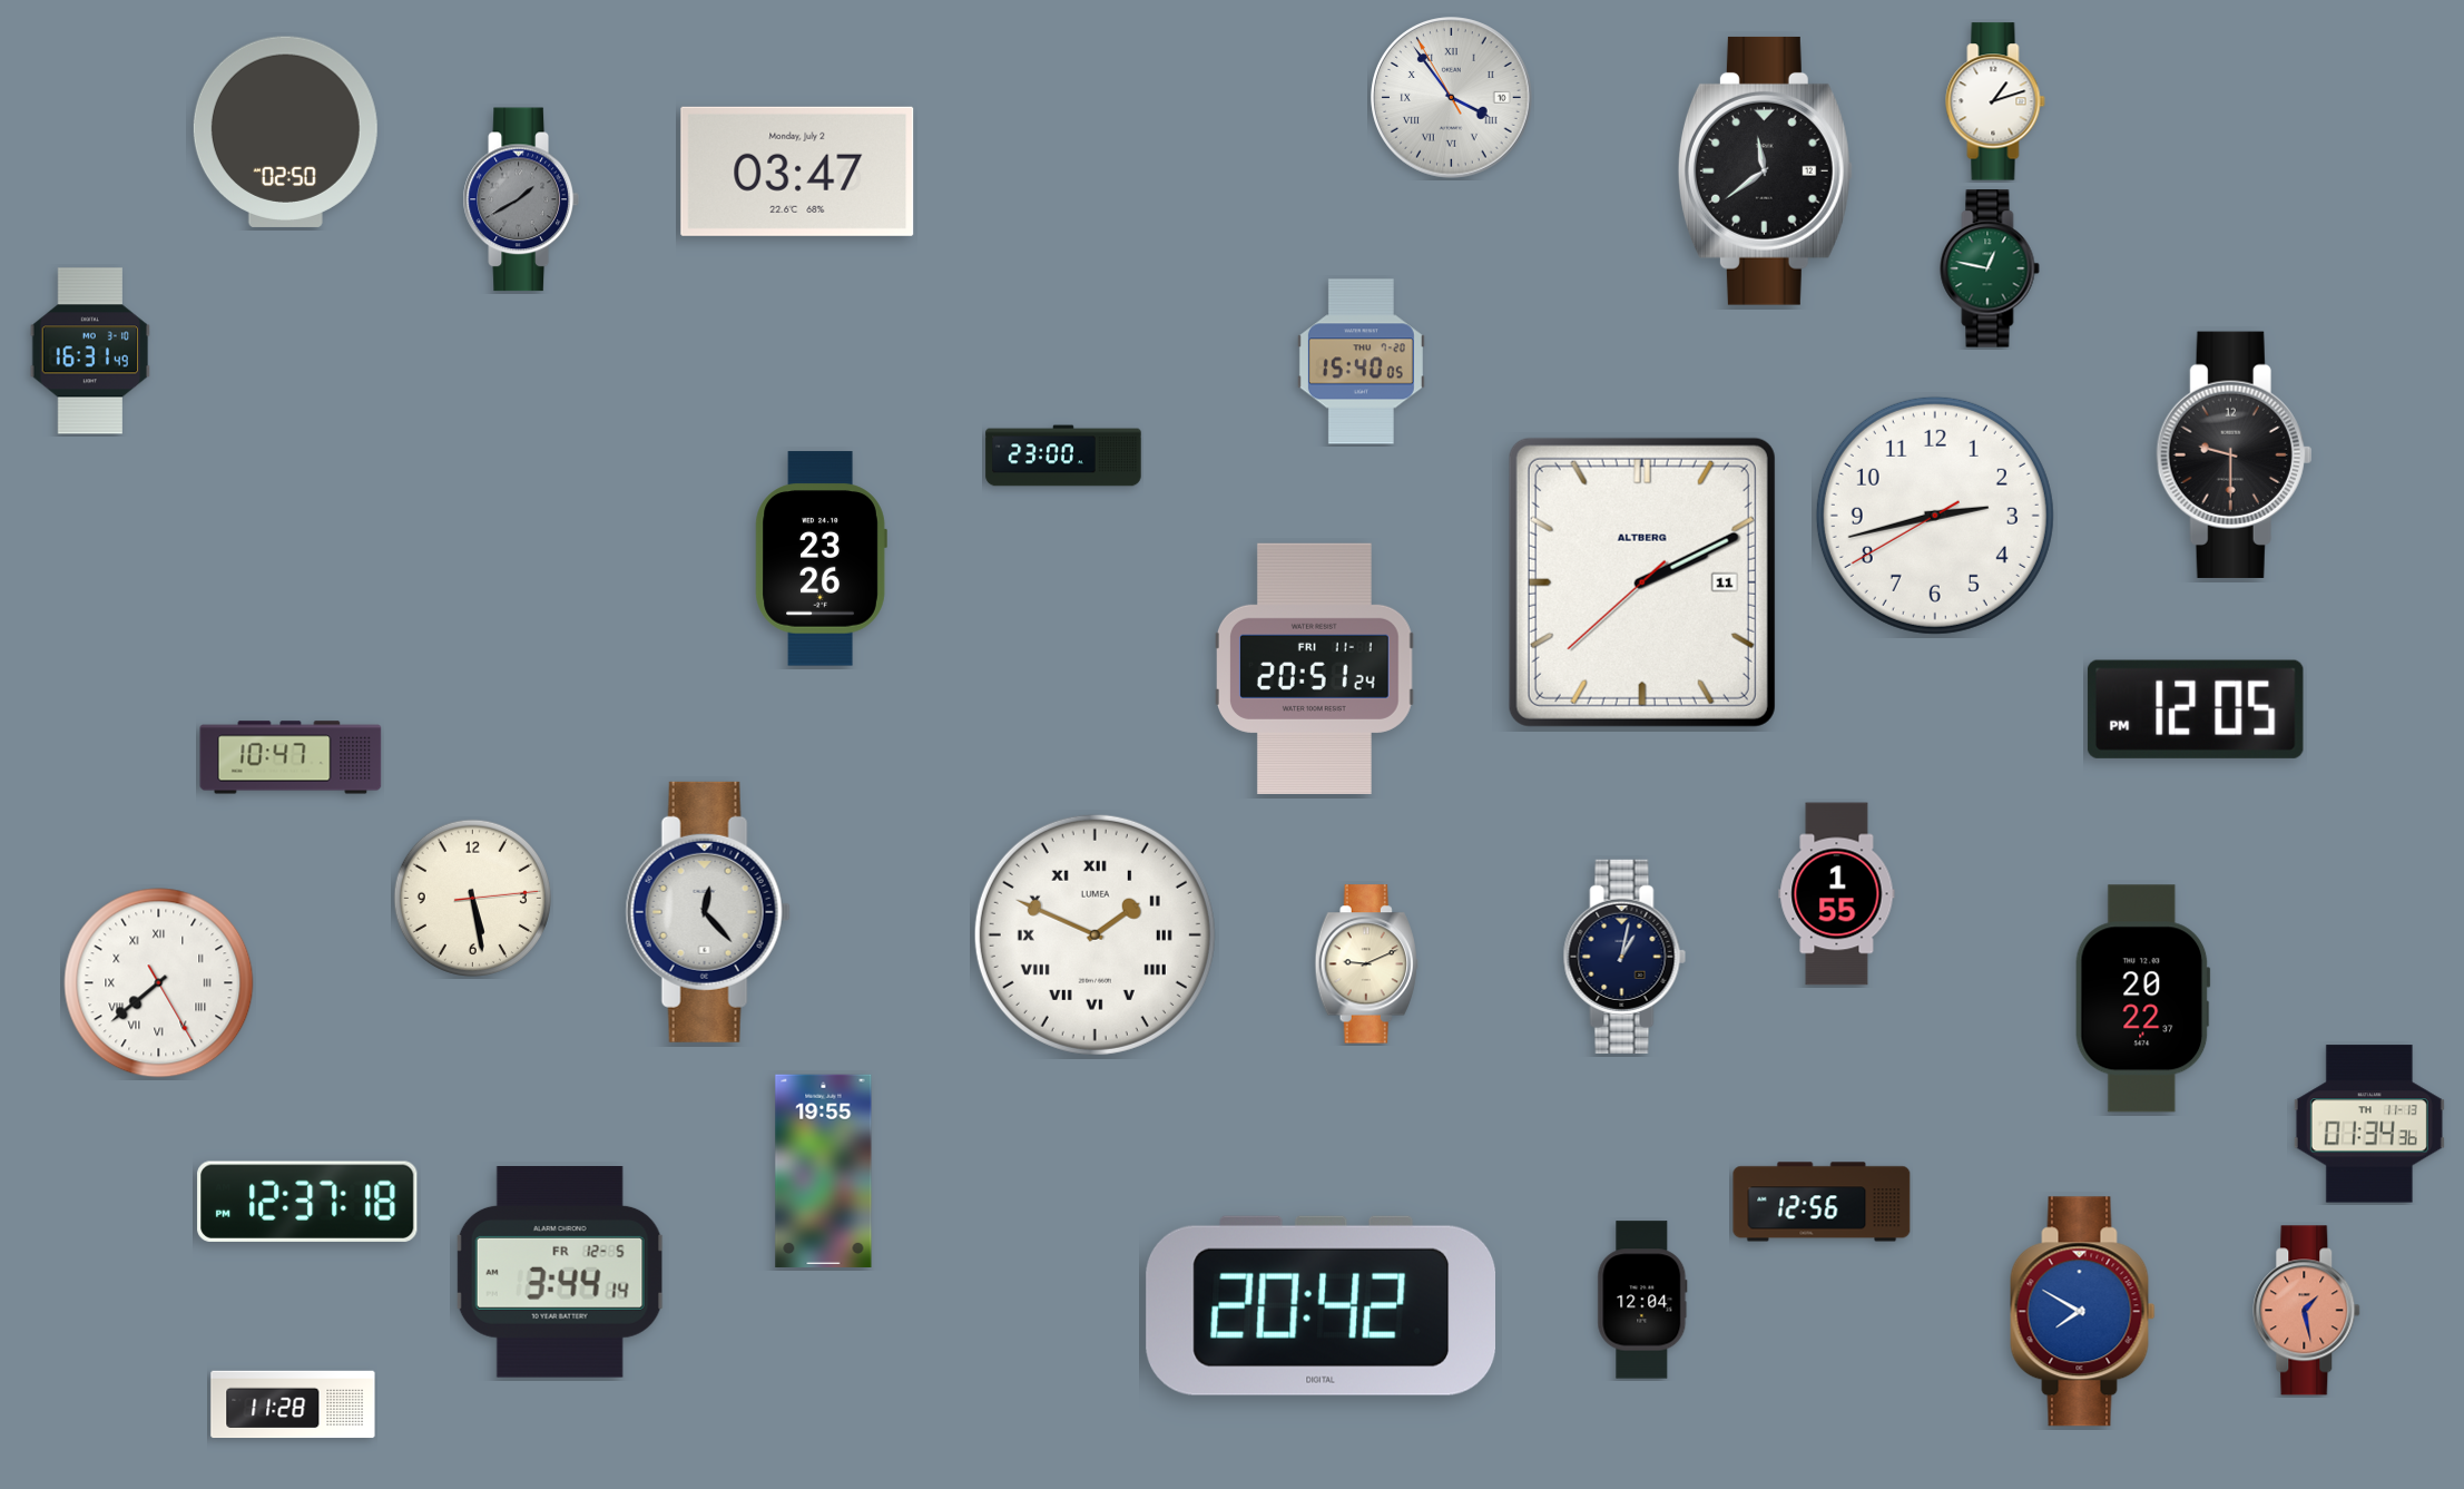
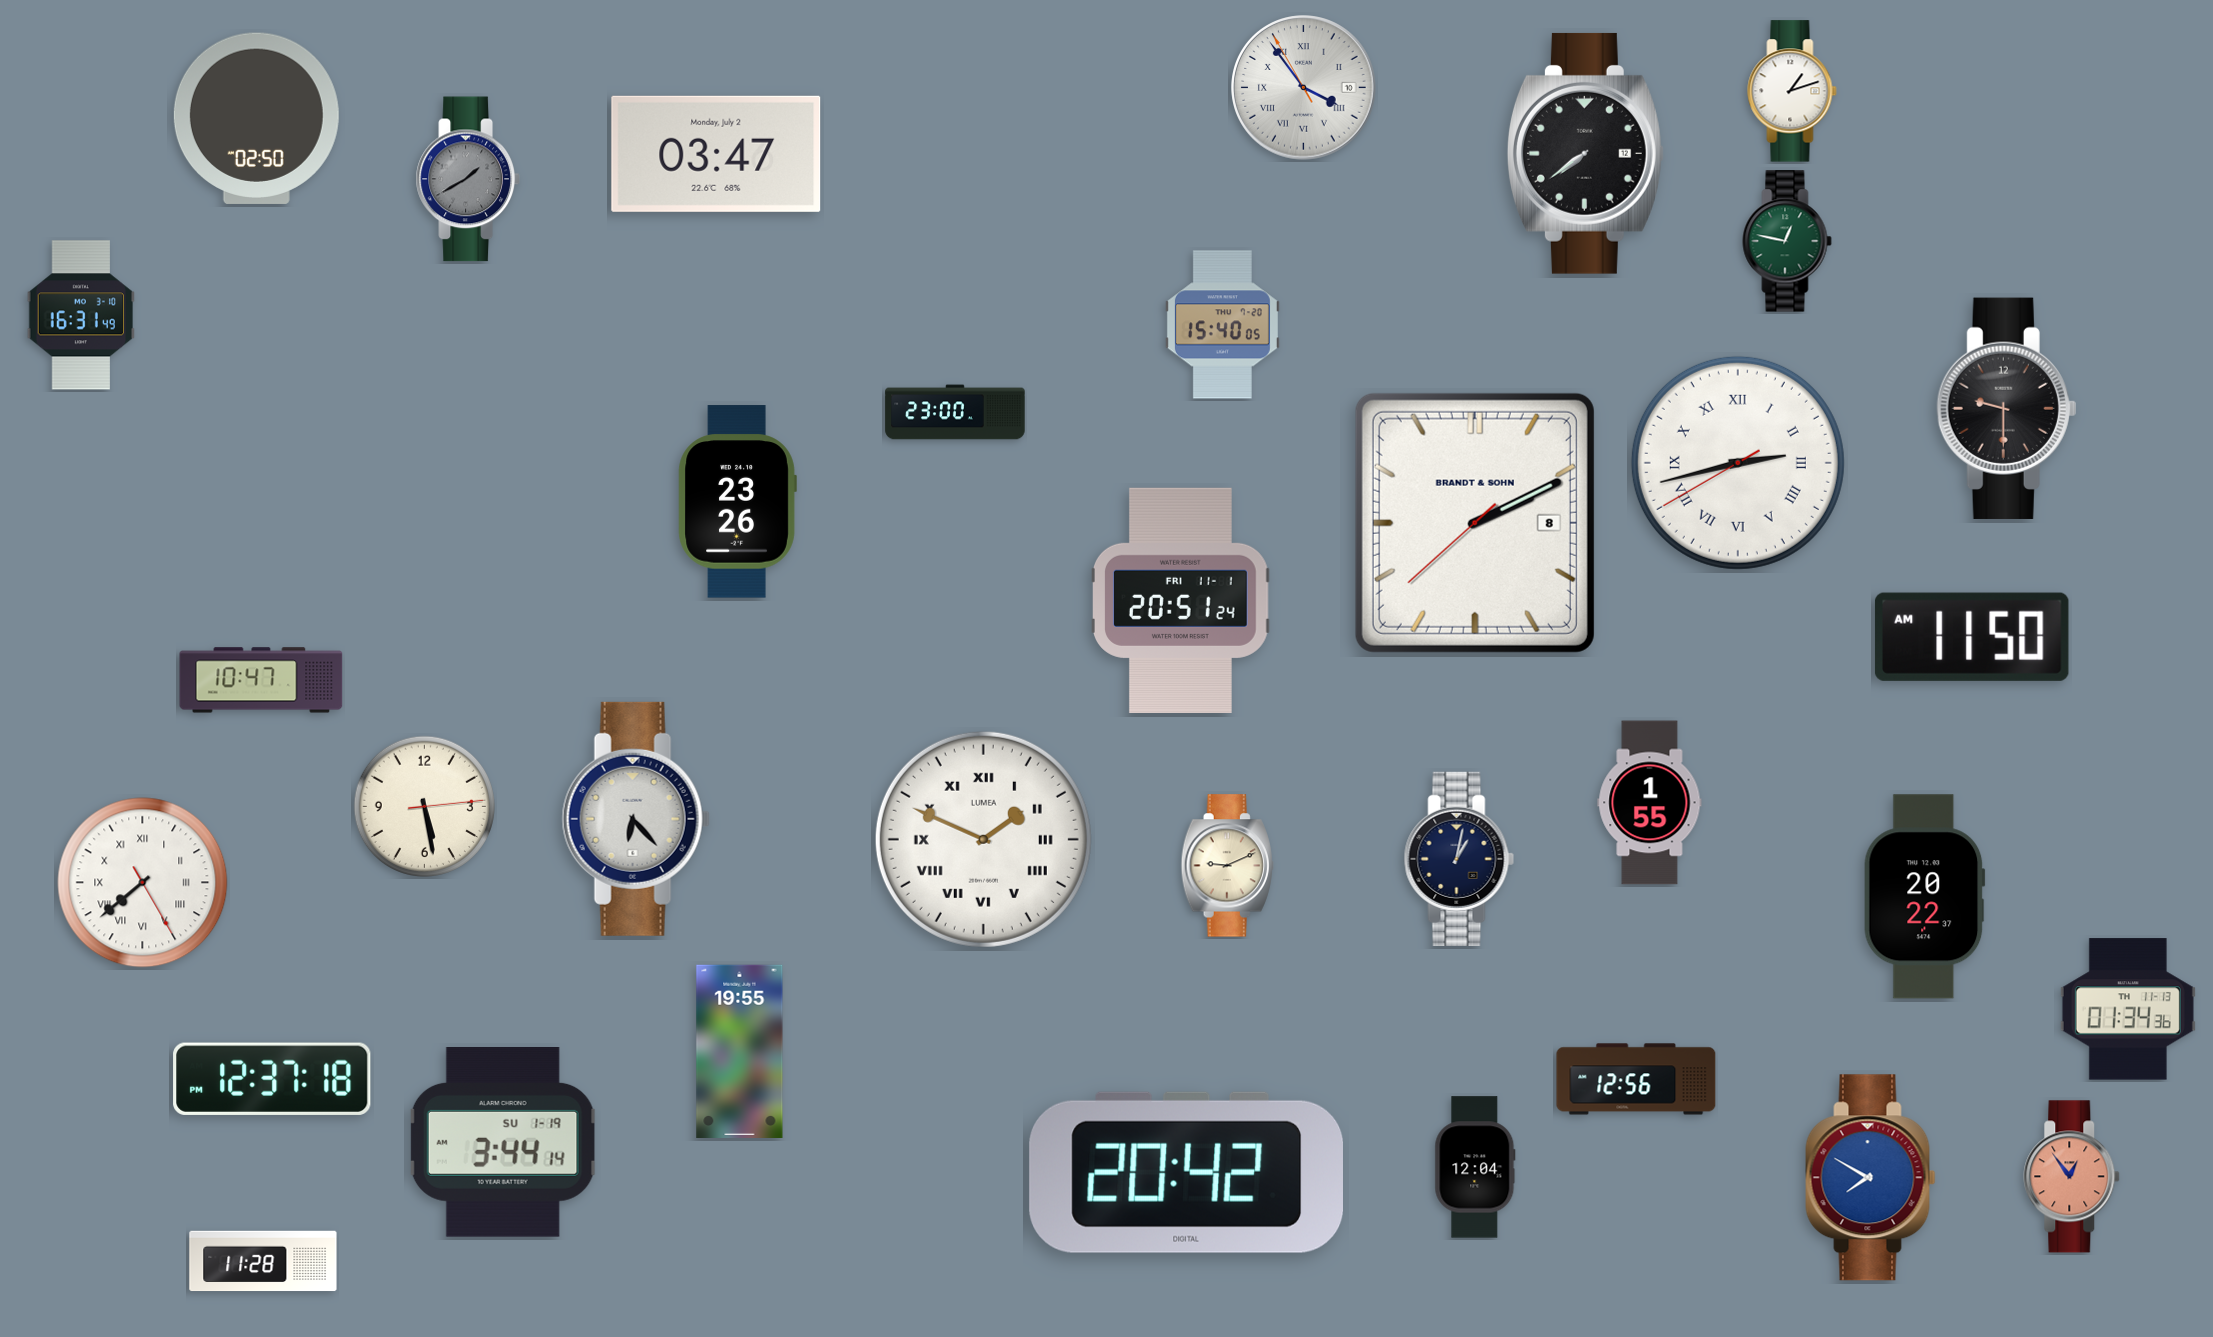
clock at (1765, 170): 11:39 -> 7:39
clock at (1063, 455) position: (1063, 455) -> (955, 412)
clock at (1935, 516) numerals: Arabic -> Roman
clock at (1642, 582) date: 11 -> 8
clock at (1642, 582) brand: ALTBERG -> BRANDT & SOHN
clock at (2196, 709): 12:05 -> 11:50
clock at (708, 912): 12:23 -> 6:23
clock at (307, 1202) position: (307, 1202) -> (272, 1079)
clock at (560, 1273) date: FR 12-5 -> SU 1-19
clock at (2307, 1311): 1:28 -> 12:54
